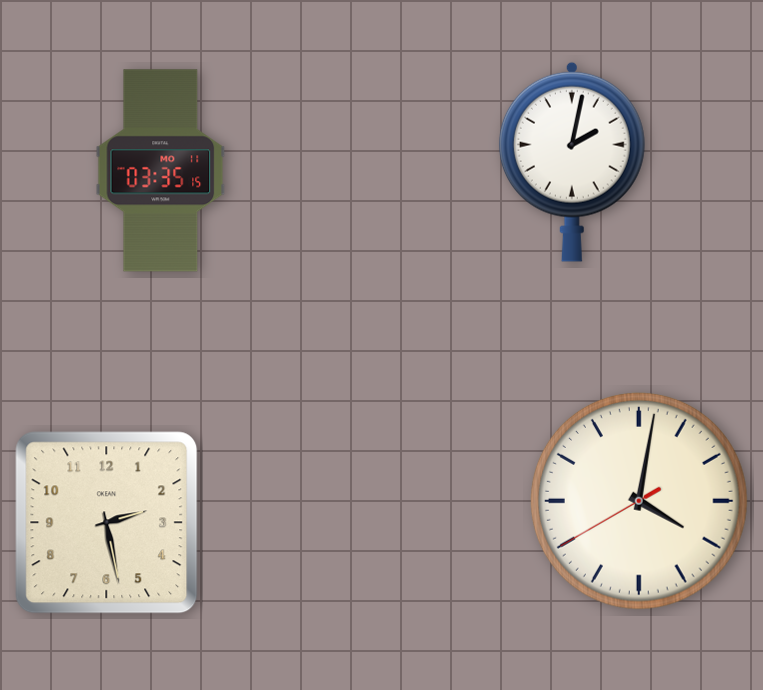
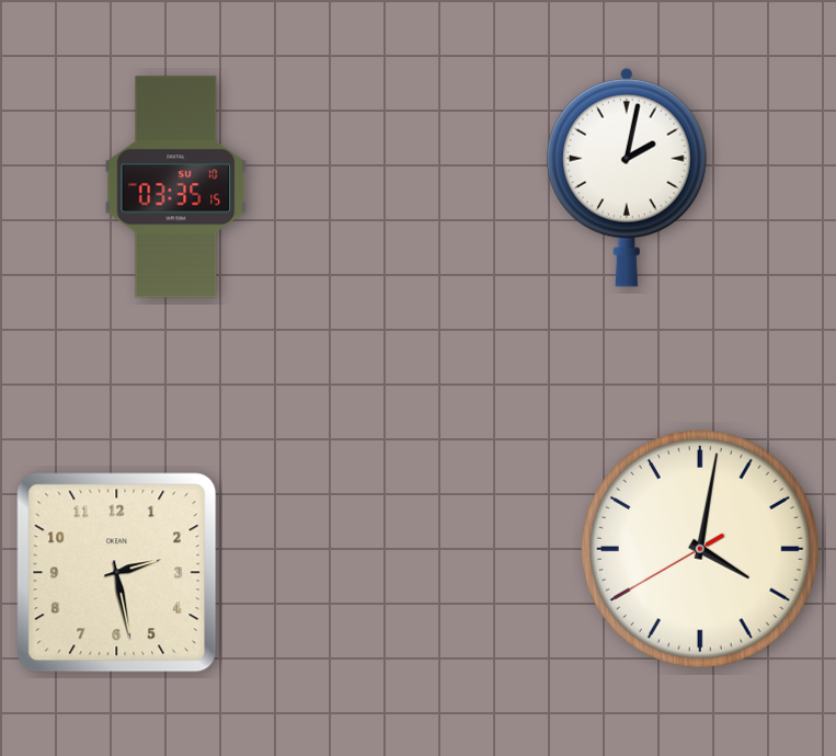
clock at (161, 171) date: MO 11 -> SU 10
